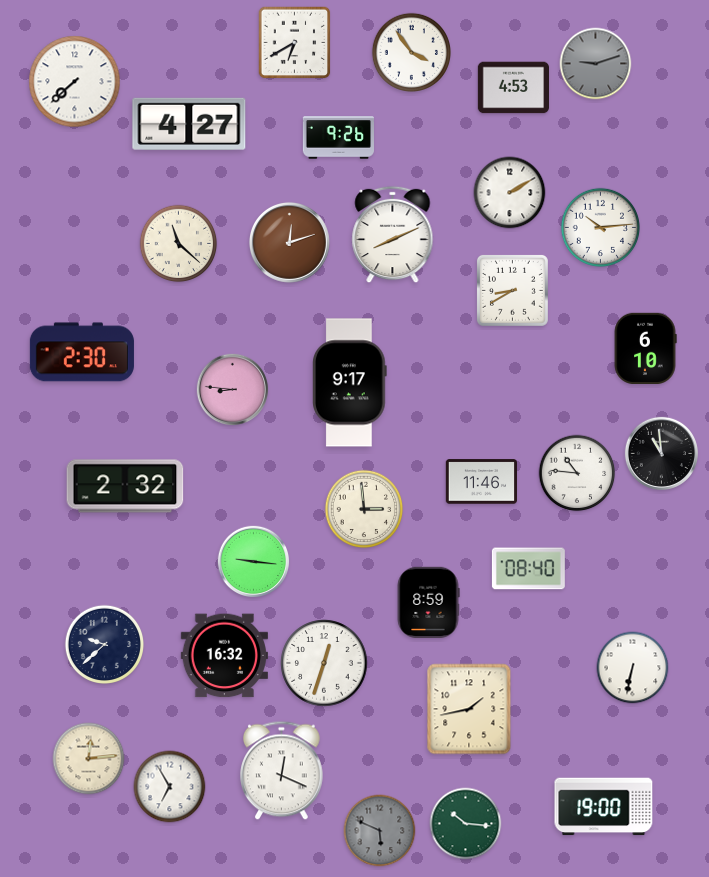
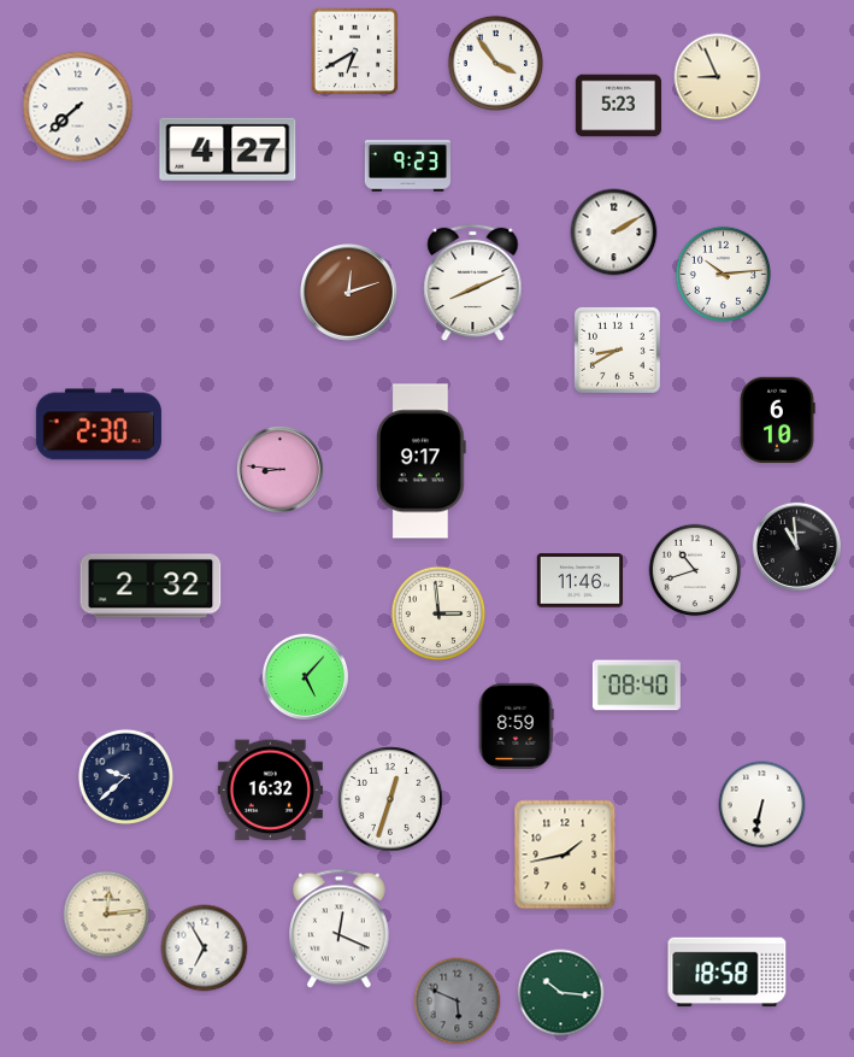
clock at (596, 64): 9:12 -> 8:56
clock at (596, 64) dial: grey -> cream
clock at (75, 82) position: (75, 82) -> (78, 107)
clock at (513, 88): 4:53 -> 5:23
clock at (338, 138): 9:26 -> 9:23
clock at (179, 244): 11:22 -> none
clock at (577, 473): 10:46 -> 10:42
clock at (254, 562): 9:16 -> 5:07
clock at (604, 807): 19:00 -> 18:58
